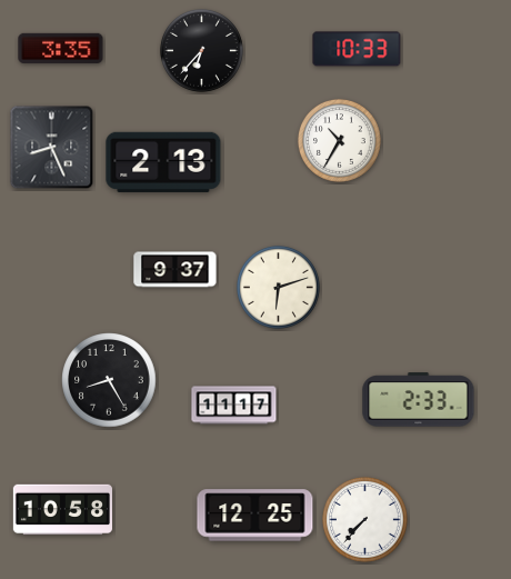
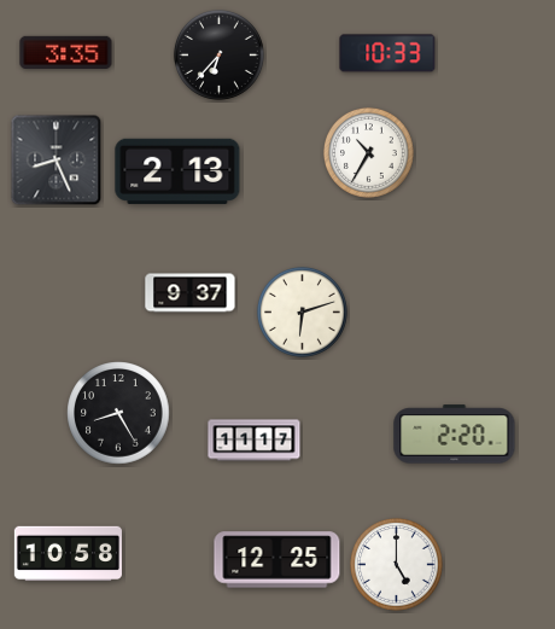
clock at (163, 162) position: (163, 162) -> (177, 171)
clock at (419, 400): 2:33 -> 2:20
clock at (365, 520): 7:37 -> 5:00
